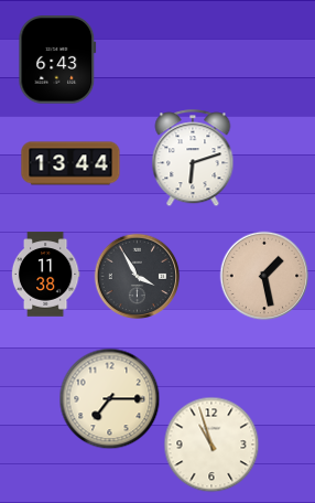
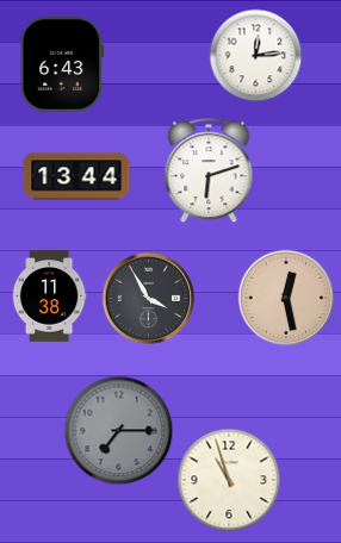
clock at (255, 55): none -> 12:14
clock at (264, 276): 1:28 -> 12:28
clock at (109, 398) dial: cream -> grey
